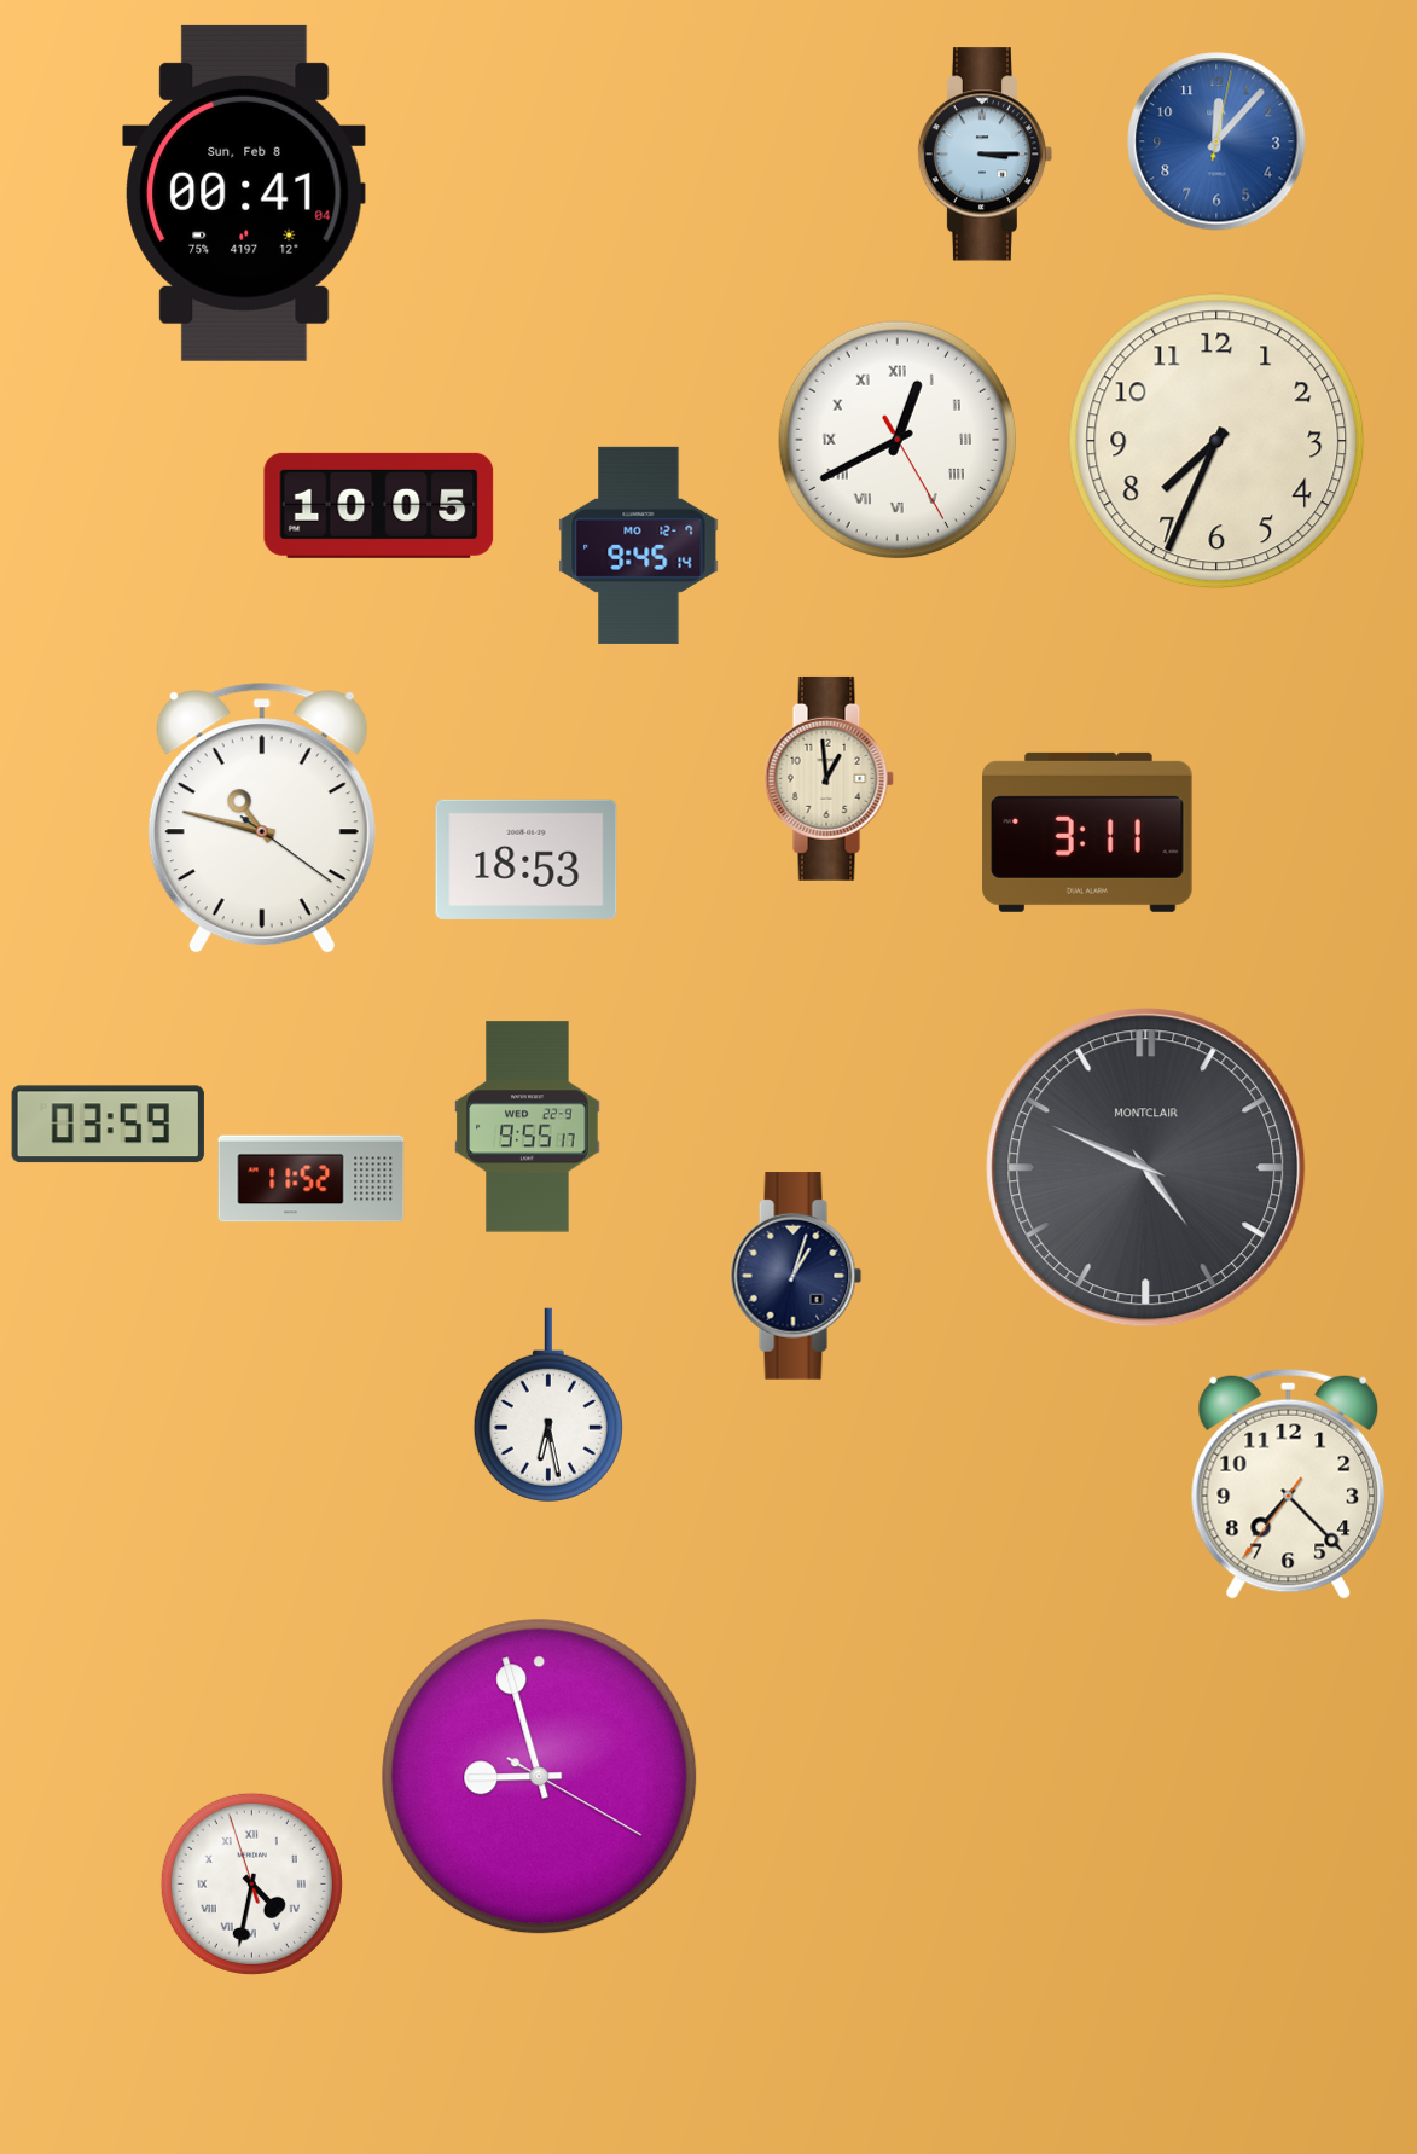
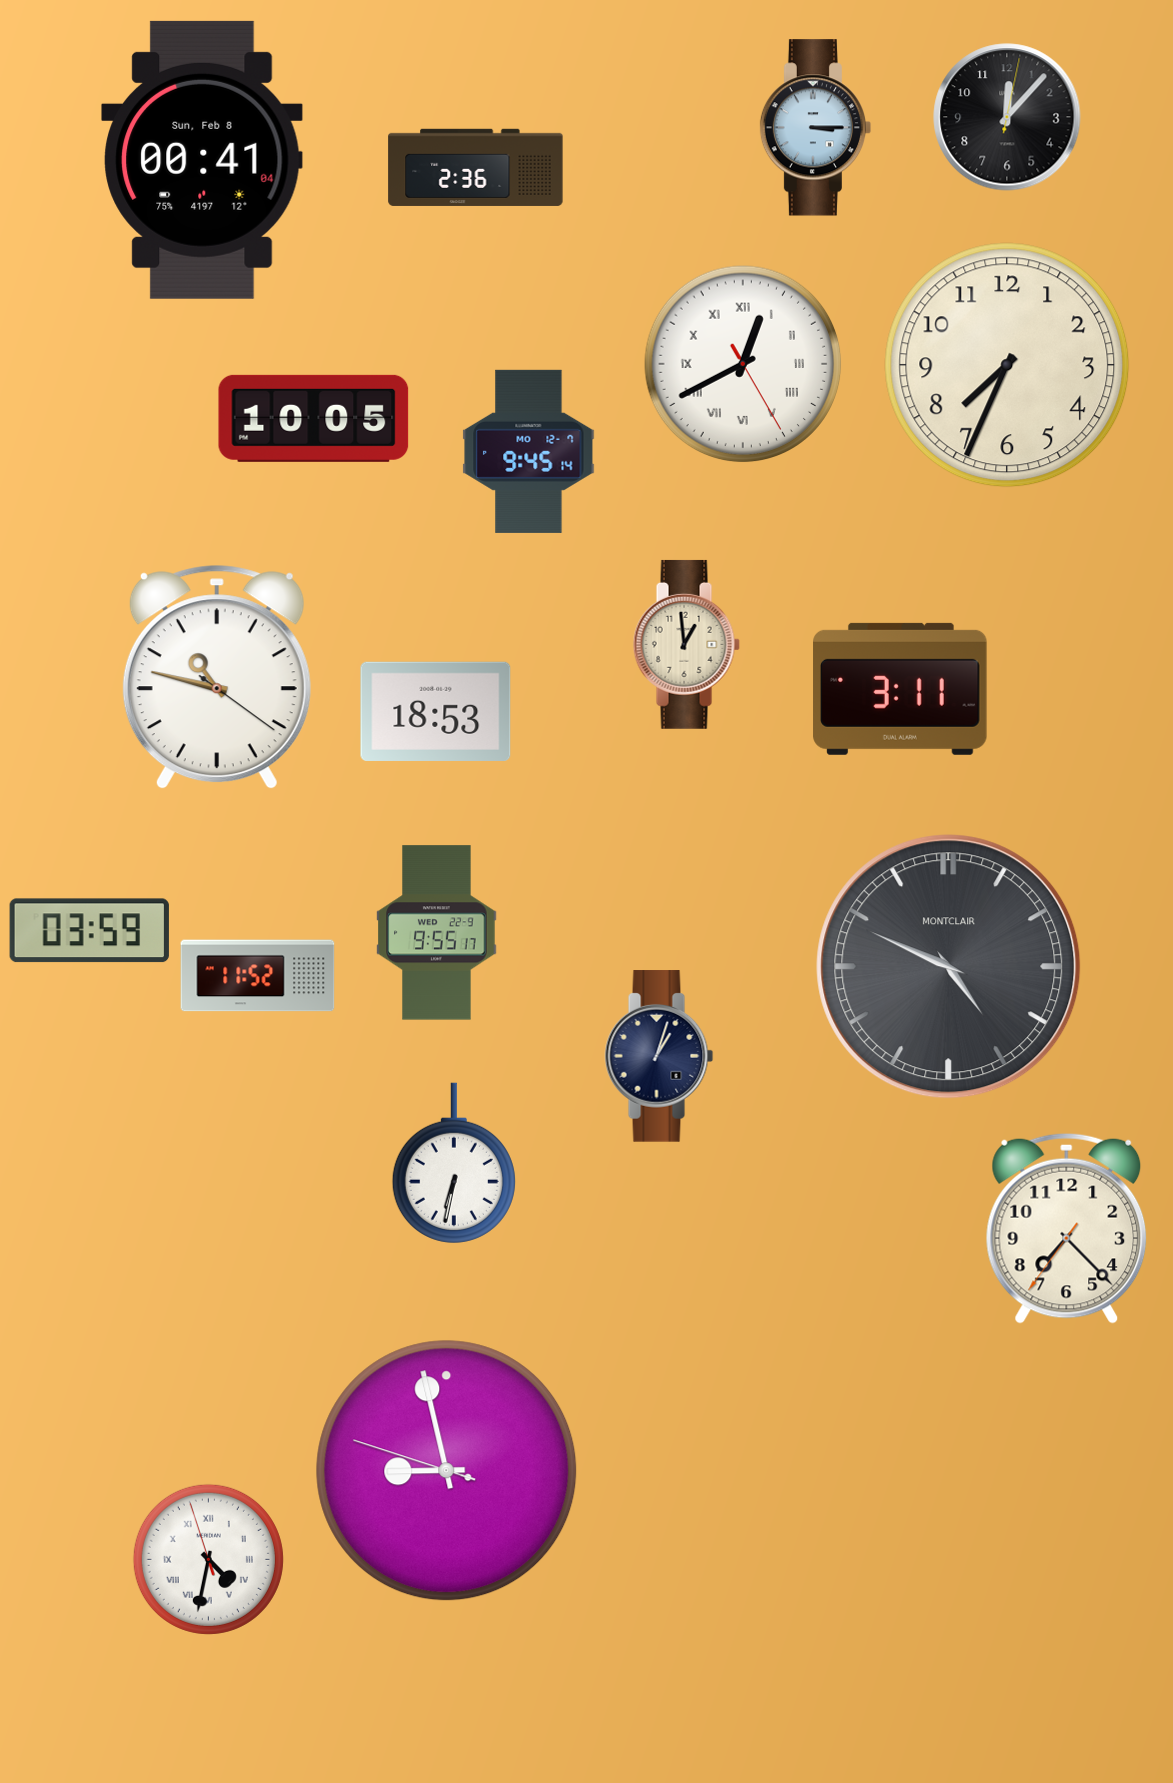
clock at (1216, 141) dial: blue -> black
clock at (476, 167): none -> 2:36
clock at (548, 1405): 6:28 -> 6:32
clock at (540, 1777): 8:57:20 -> 8:57:48
